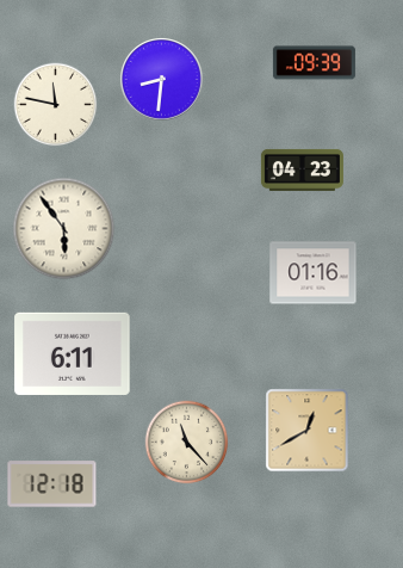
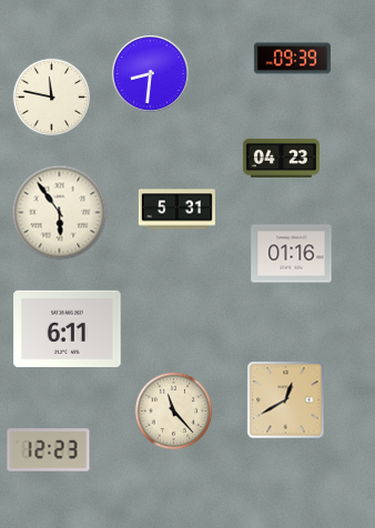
clock at (176, 210): none -> 5:31
clock at (52, 484): 12:18 -> 12:23
